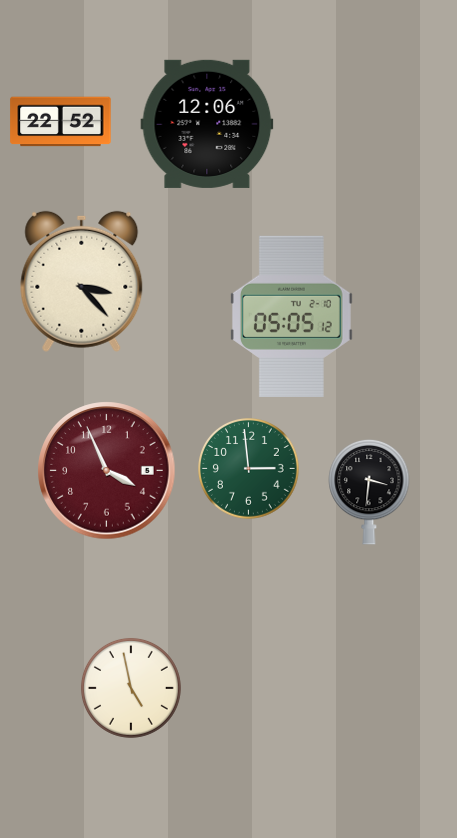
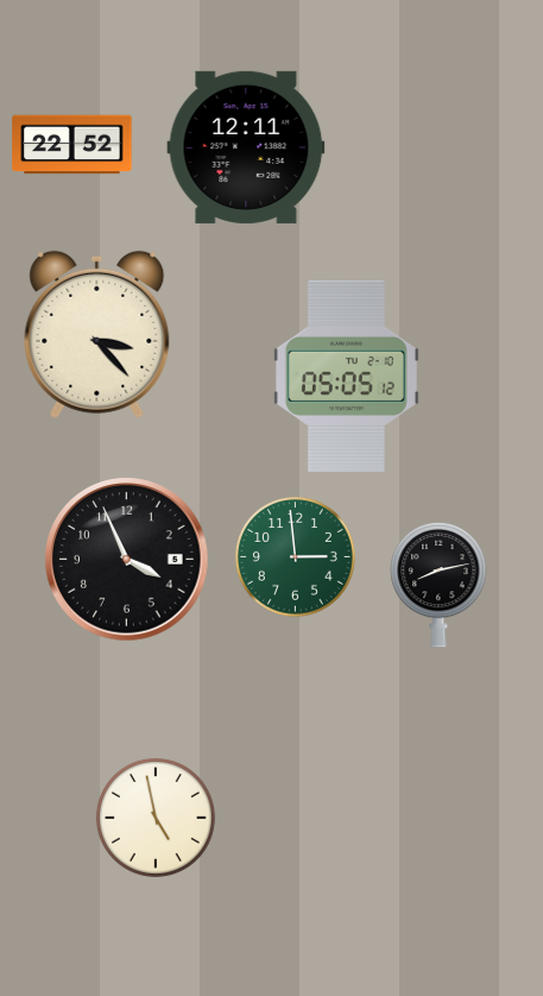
clock at (207, 124): 12:06 -> 12:11
clock at (107, 471) dial: burgundy -> black
clock at (369, 492): 3:31 -> 8:13
